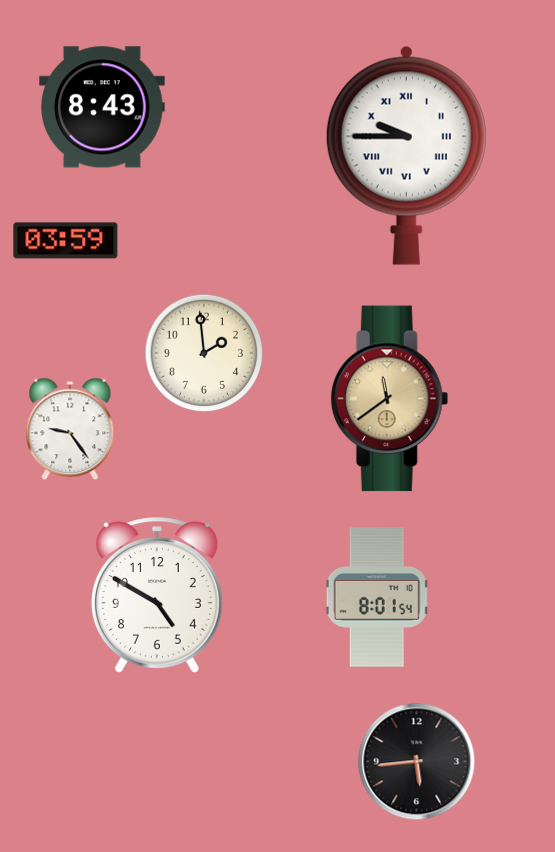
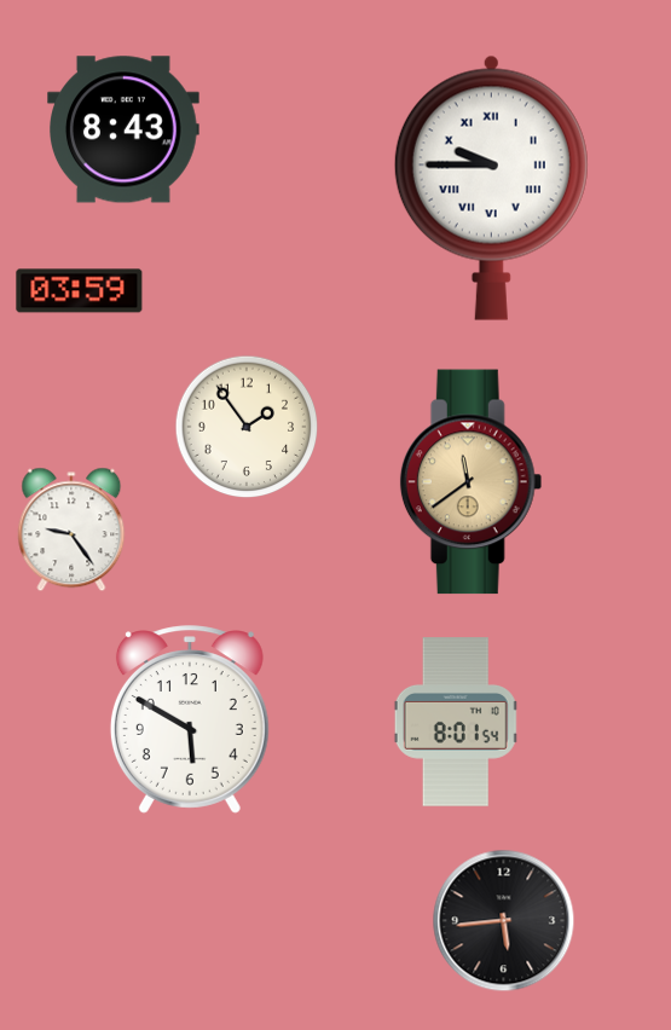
clock at (204, 353): 1:59 -> 1:54
clock at (70, 429) position: (70, 429) -> (71, 530)
clock at (157, 595): 4:50 -> 5:50
